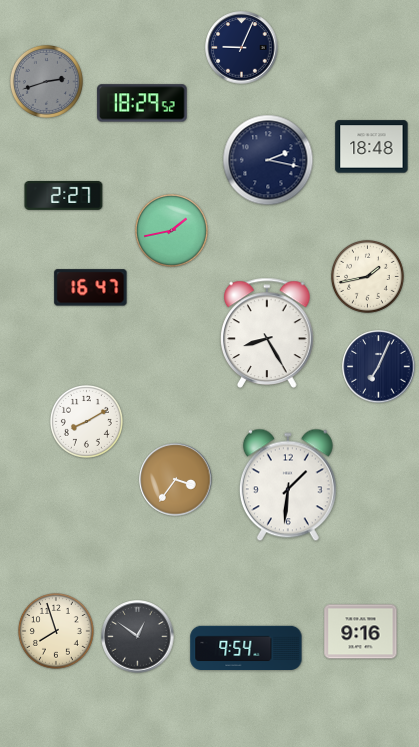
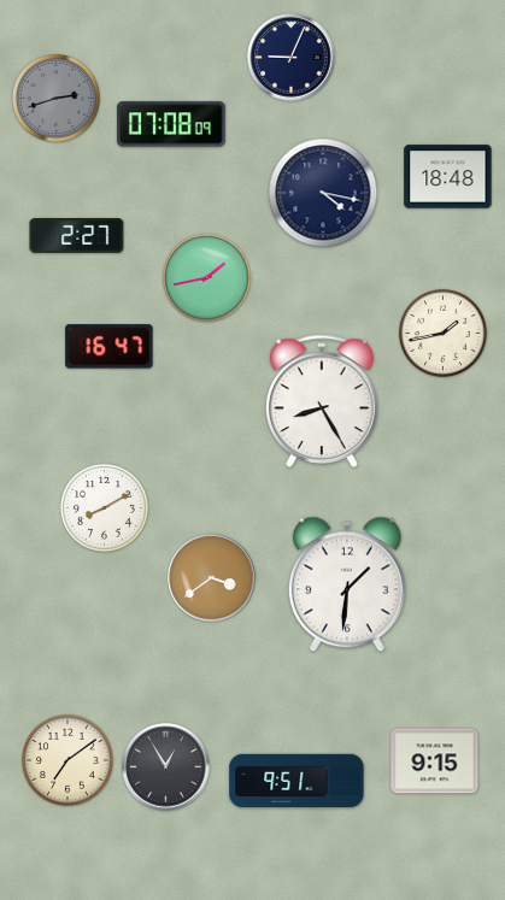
clock at (142, 103): 18:29 -> 07:08
clock at (268, 160): 2:17 -> 4:17
clock at (379, 367): 7:04 -> none
clock at (176, 480): 3:36 -> 3:39
clock at (57, 632): 7:57 -> 7:09
clock at (361, 632): 9:16 -> 9:15
clock at (138, 637): 12:51 -> 12:55
clock at (246, 647): 9:54 -> 9:51
